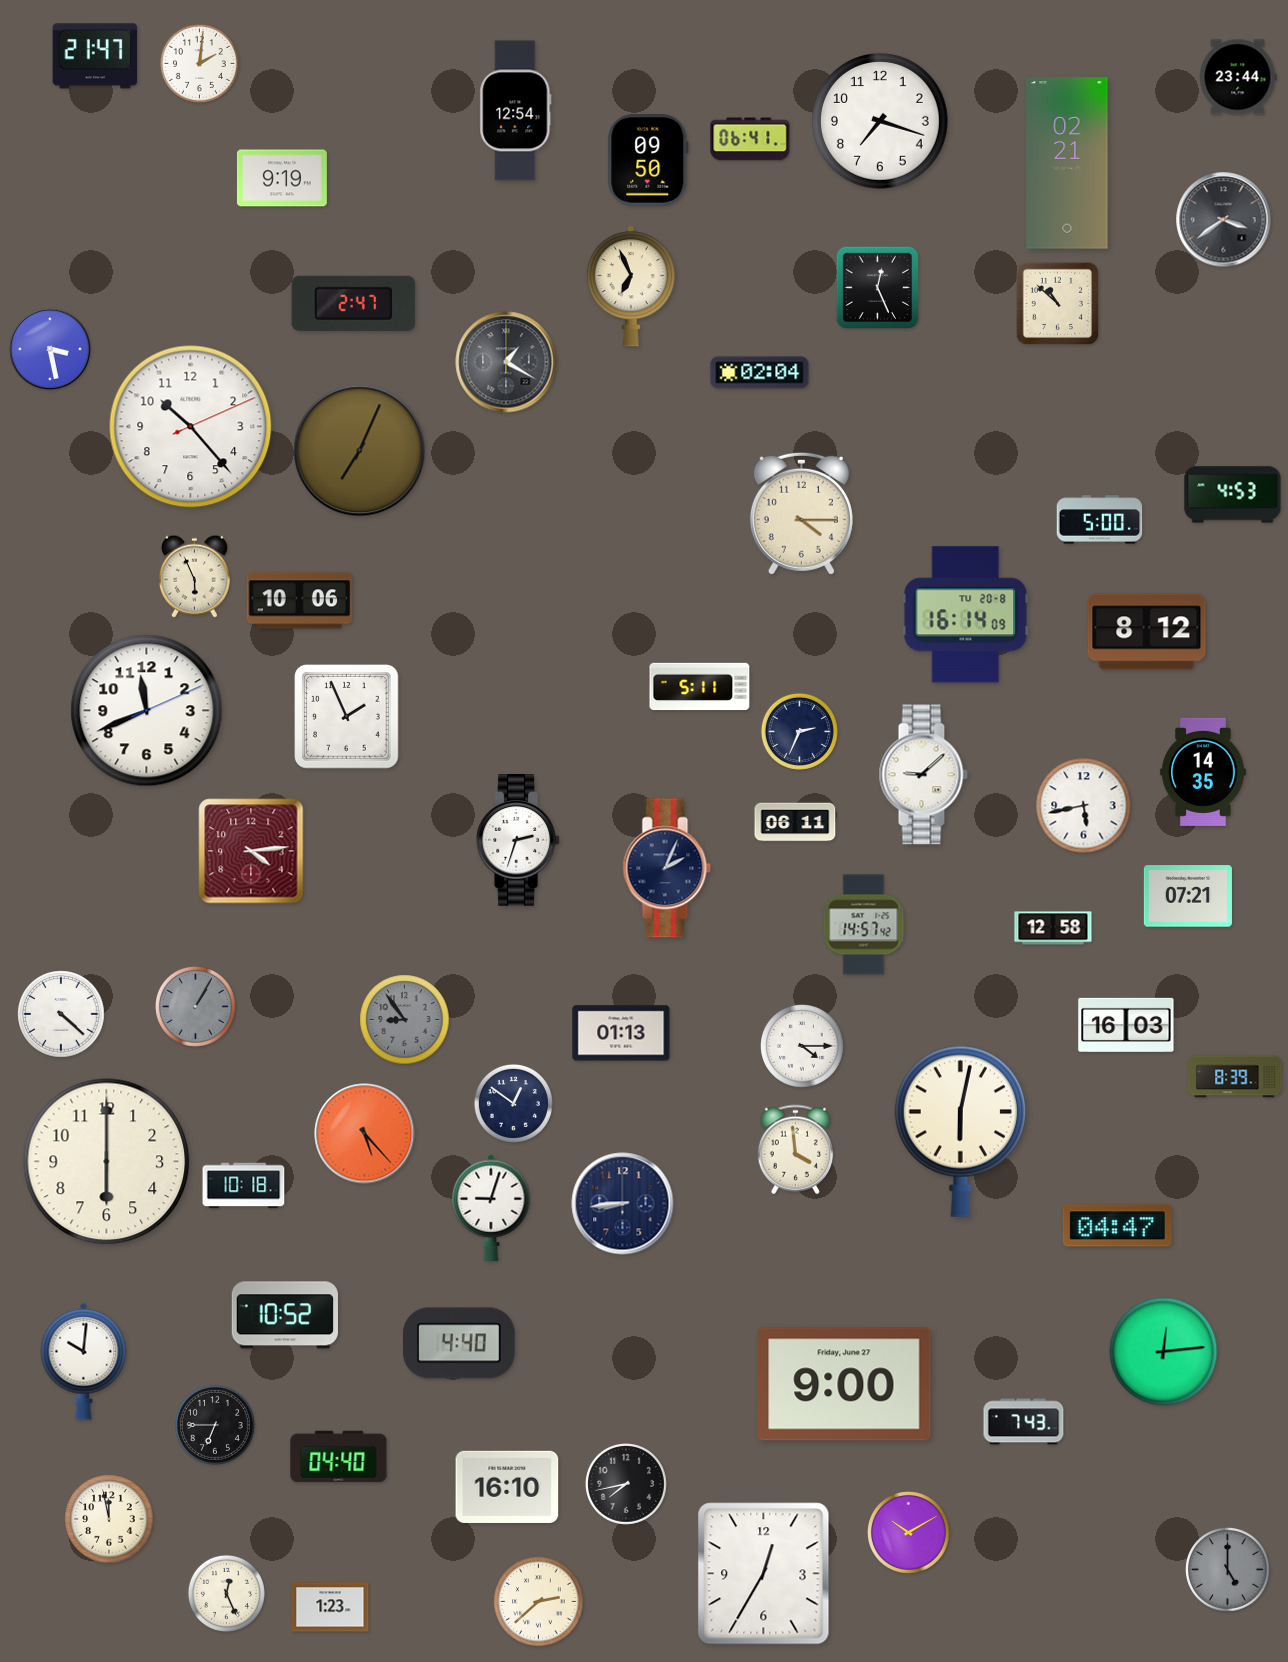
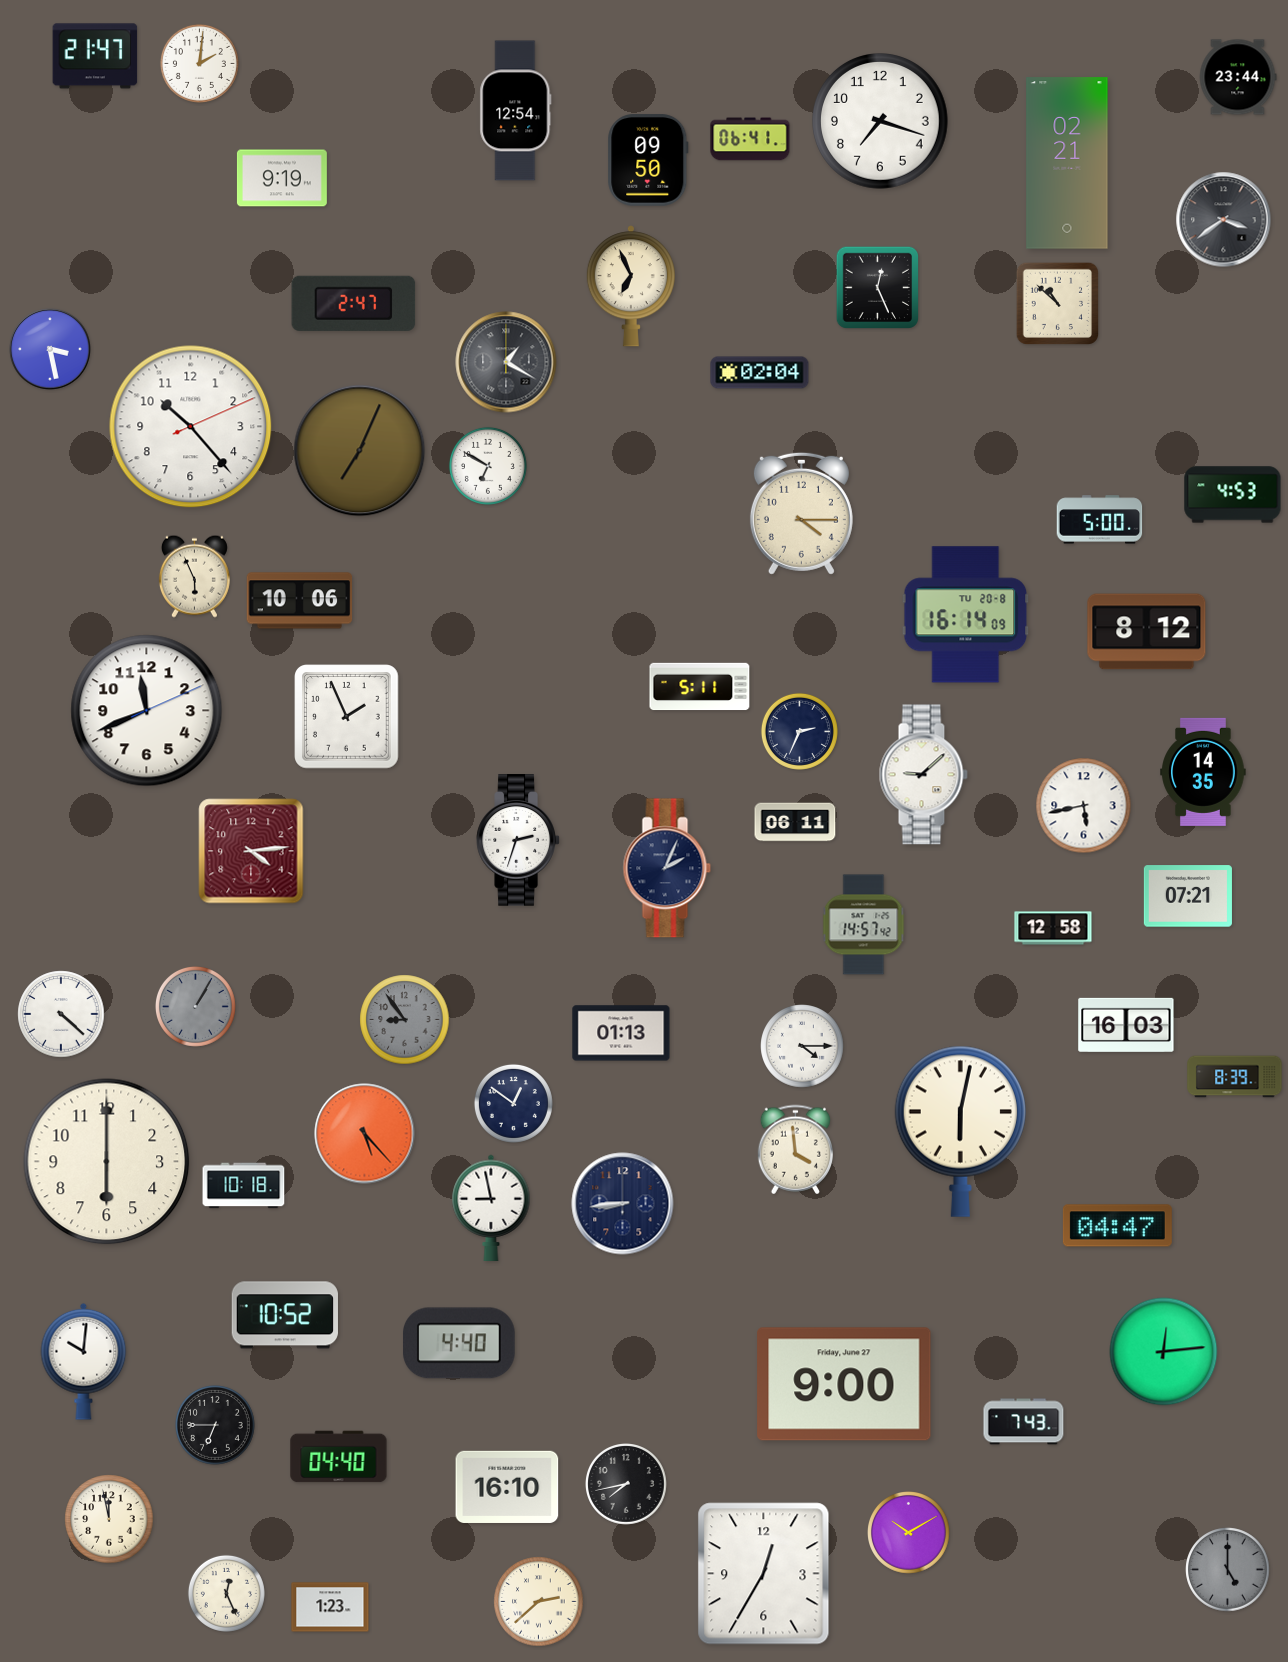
clock at (488, 466): none -> 6:50
clock at (491, 1208): 9:03 -> 8:58
